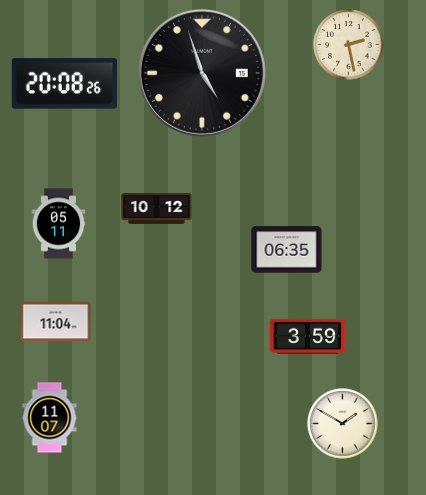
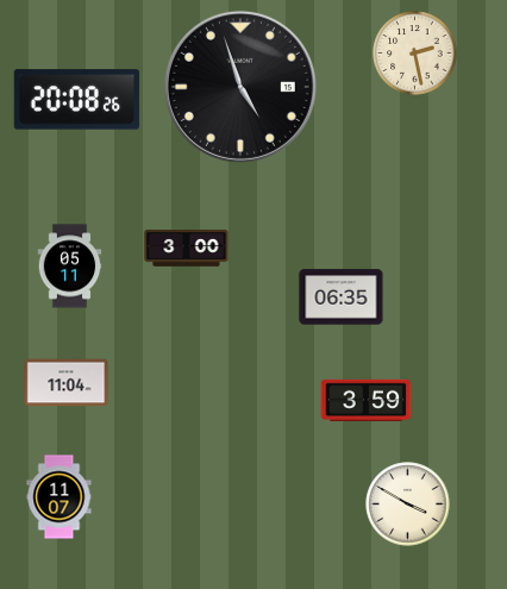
clock at (157, 209): 10:12 -> 3:00
clock at (343, 424): 1:50 -> 3:50
